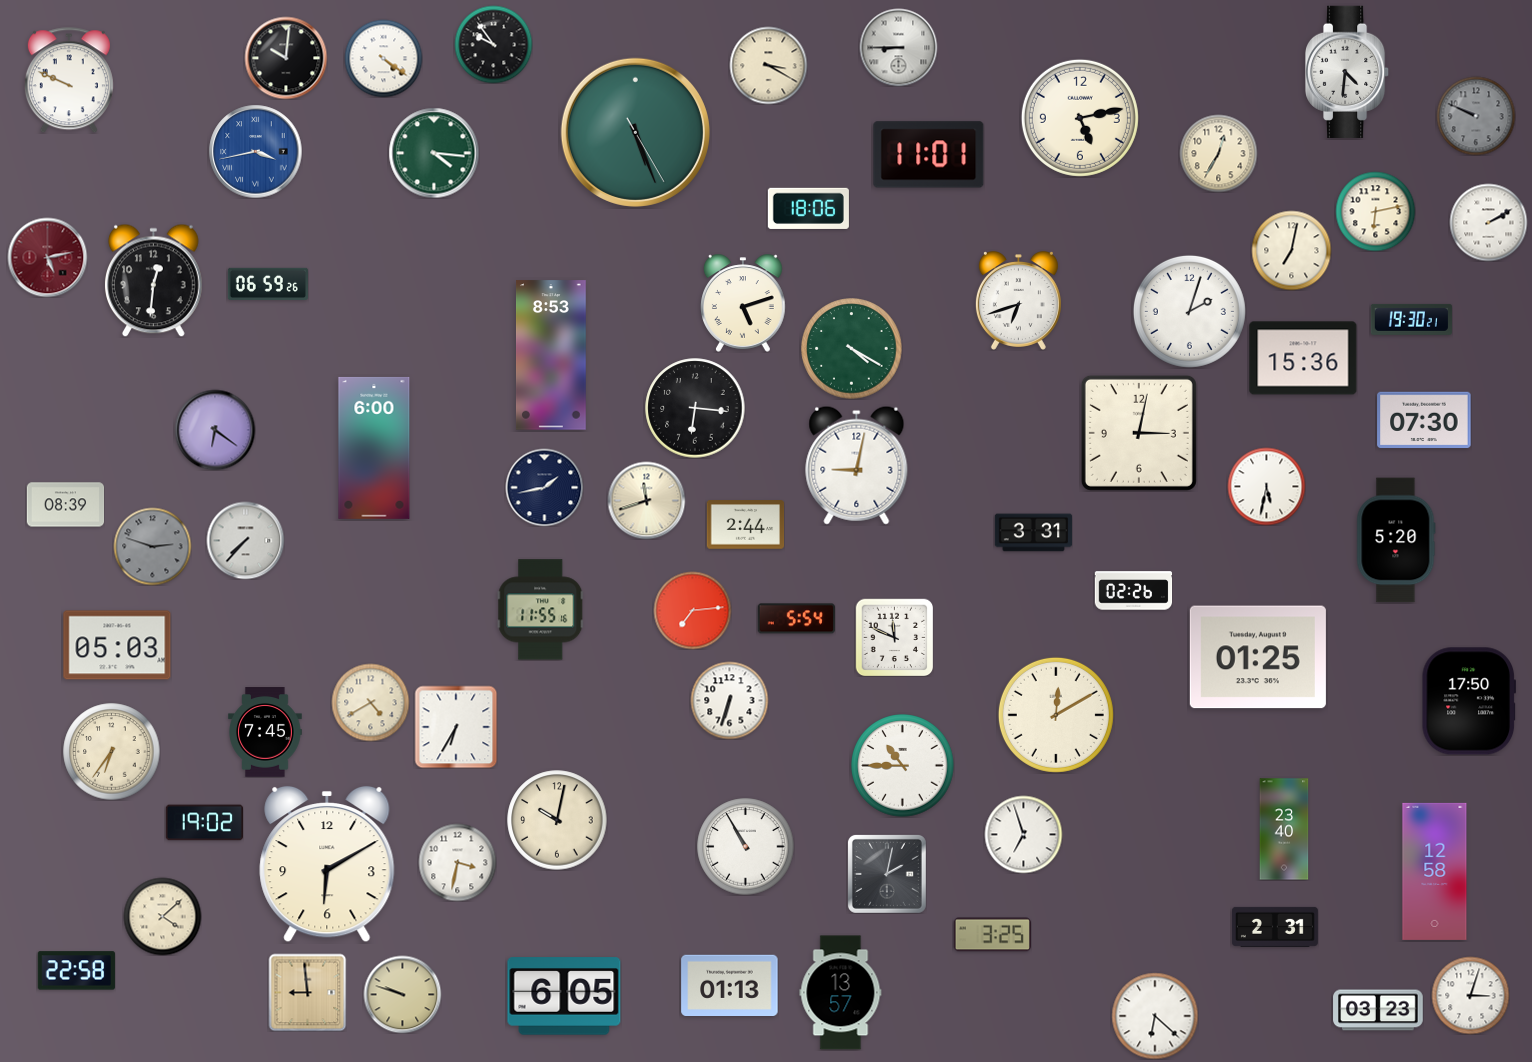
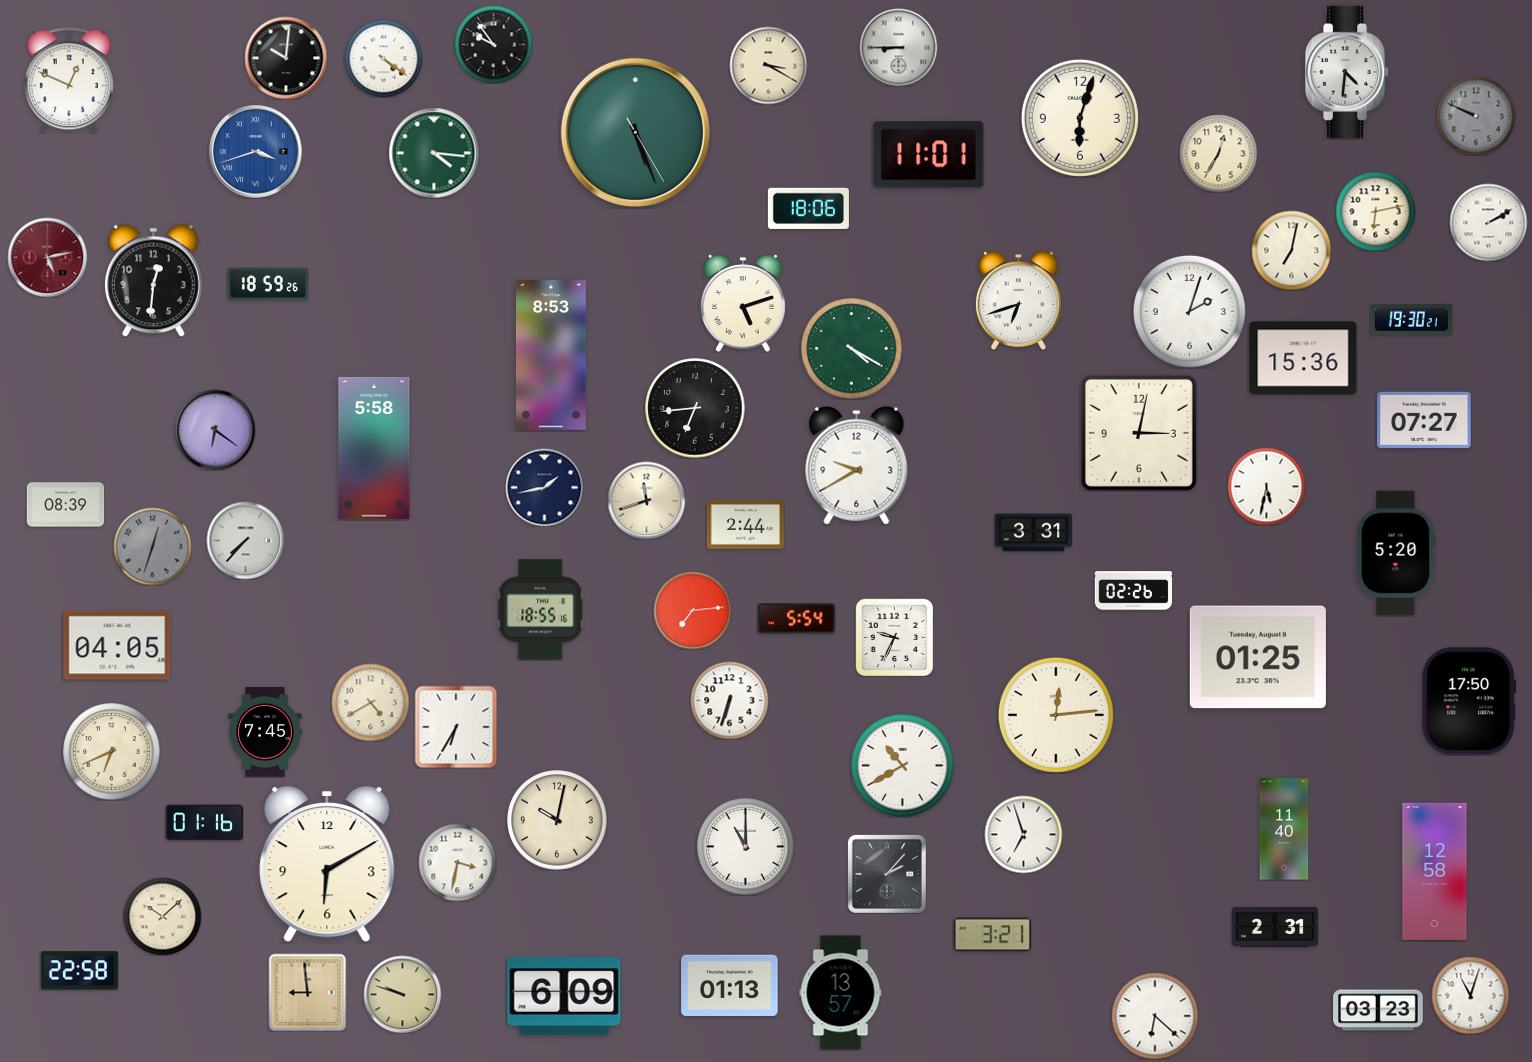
clock at (69, 80): 9:49 -> 12:49
clock at (1080, 118): 5:13 -> 6:03
clock at (255, 151): 3:43 -> 3:42
clock at (268, 283): 06:59 -> 18:59
clock at (695, 408): 6:16 -> 6:44
clock at (1424, 420): 07:30 -> 07:27
clock at (374, 448): 6:00 -> 5:58
clock at (857, 465): 9:02 -> 9:40
clock at (1396, 540) position: (1396, 540) -> (1396, 553)
clock at (152, 546): 2:48 -> 12:33
clock at (541, 610): 11:55 -> 18:55
clock at (894, 637): 11:49 -> 9:34
clock at (117, 645): 05:03 -> 04:05
clock at (1056, 715): 12:10 -> 12:14
clock at (112, 752): 6:36 -> 6:41
clock at (903, 766): 10:45 -> 10:40
clock at (204, 823): 19:02 -> 01:16
clock at (1284, 829): 23:40 -> 11:40
clock at (746, 847): 10:55 -> 11:00
clock at (887, 874): 2:02 -> 2:07
clock at (162, 916): 4:08 -> 10:08
clock at (992, 935): 3:25 -> 3:21
clock at (76, 971) position: (76, 971) -> (79, 971)
clock at (1470, 995): 3:03 -> 11:03
clock at (564, 996): 6:05 -> 6:09
